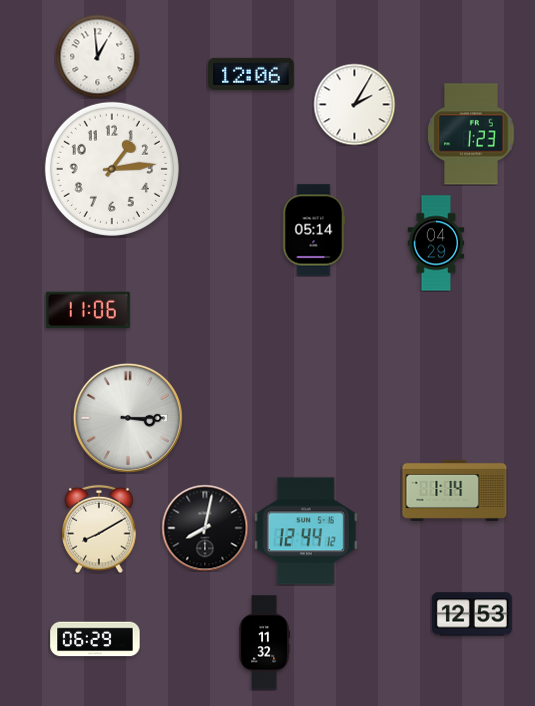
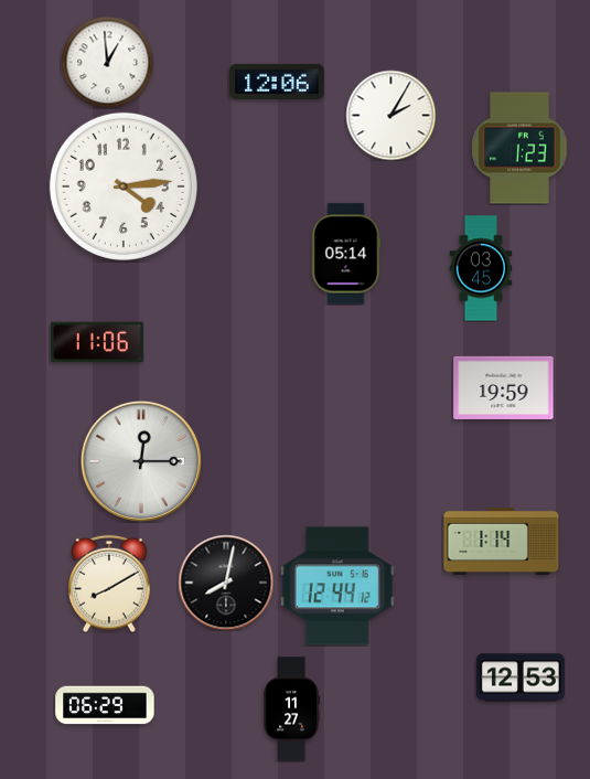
clock at (112, 169): 1:14 -> 4:14
clock at (436, 243): 04:29 -> 03:45
clock at (504, 387): none -> 19:59
clock at (128, 418): 3:15 -> 12:15
clock at (265, 643): 11:32 -> 11:27
